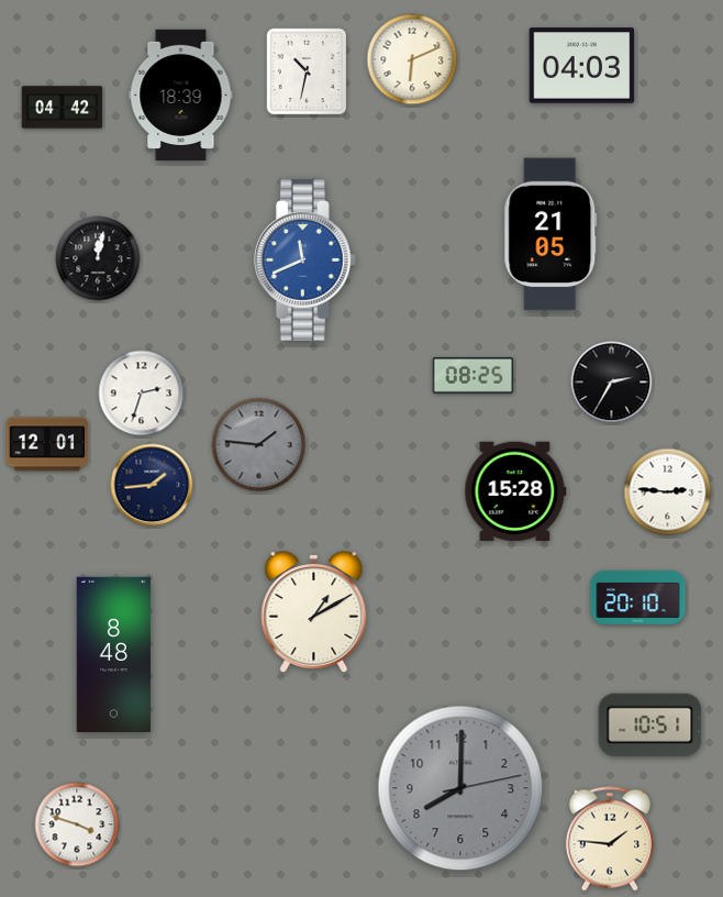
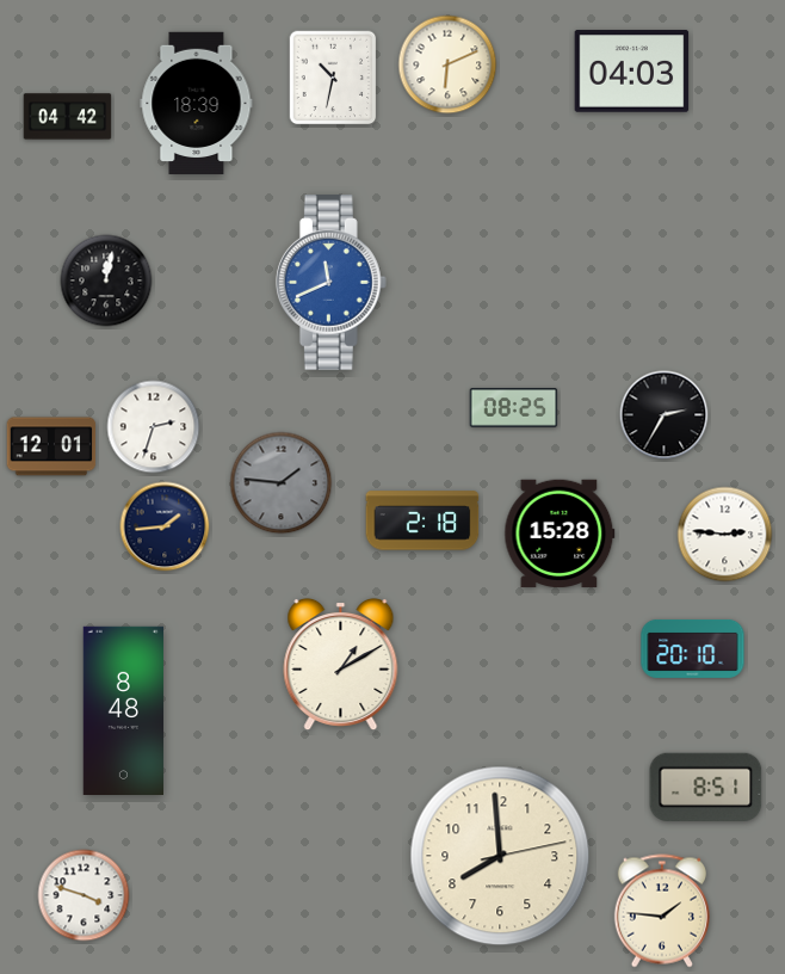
clock at (550, 234): 21:05 -> none
clock at (47, 444) position: (47, 444) -> (51, 446)
clock at (422, 520): none -> 2:18
clock at (650, 724): 10:51 -> 8:51
clock at (460, 788): 8:00 -> 7:59
clock at (460, 788) dial: grey -> cream
